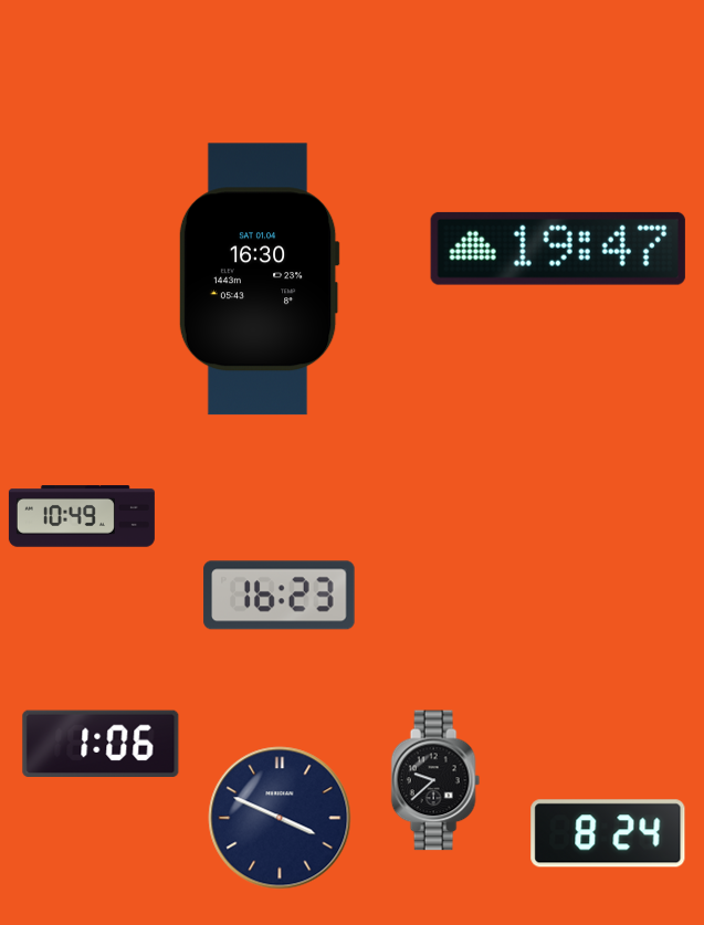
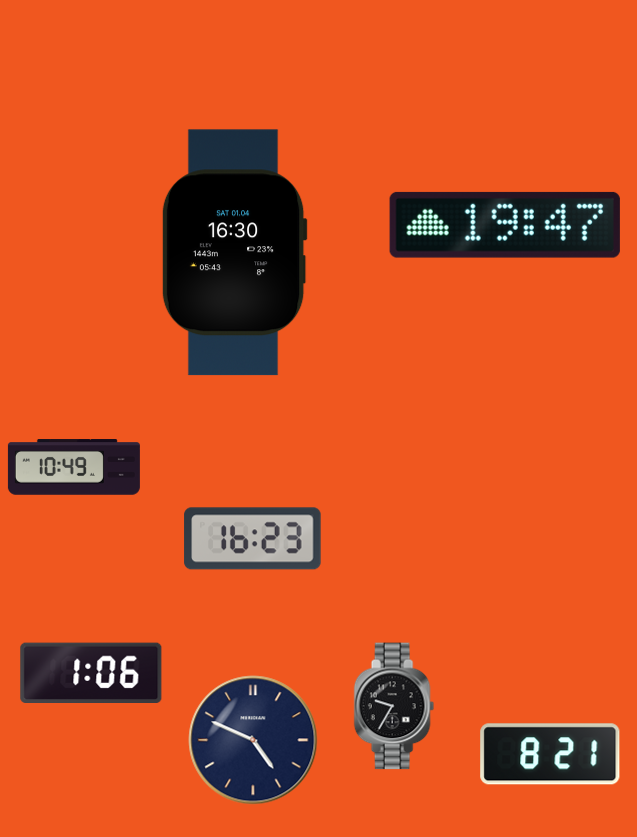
clock at (435, 780): 9:38 -> 9:35
clock at (280, 818): 3:49 -> 4:49
clock at (608, 833): 8:24 -> 8:21
